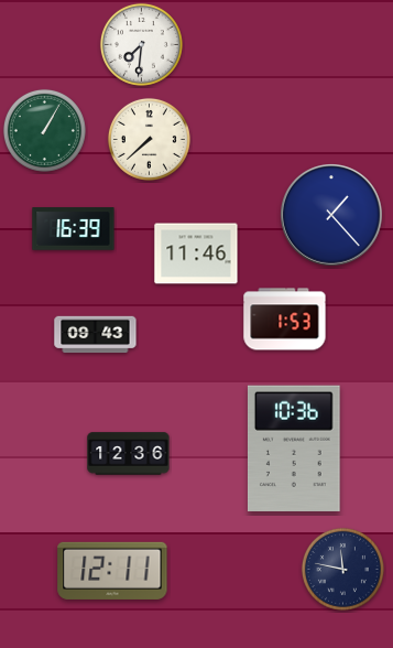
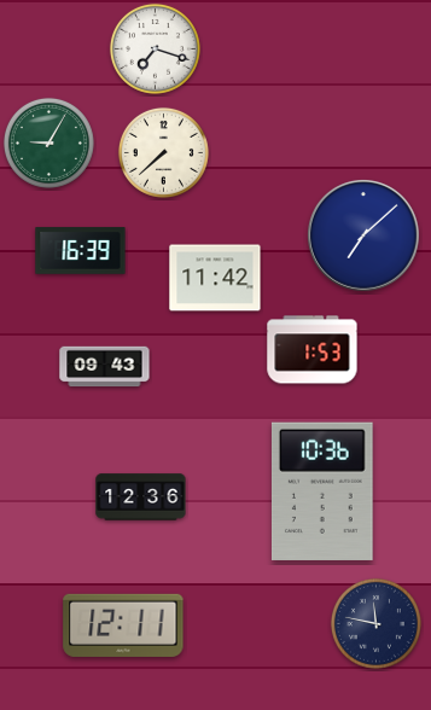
clock at (141, 44): 7:31 -> 7:18
clock at (44, 130): 1:05 -> 9:05
clock at (332, 216): 1:23 -> 7:08
clock at (196, 253): 11:46 -> 11:42
